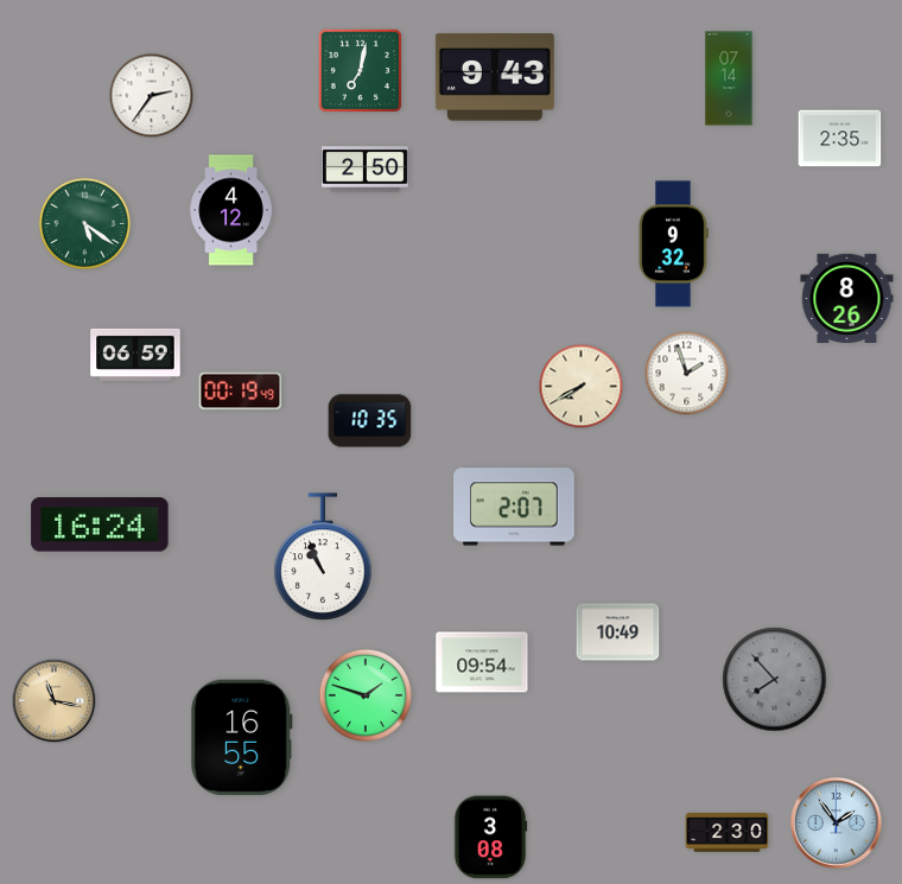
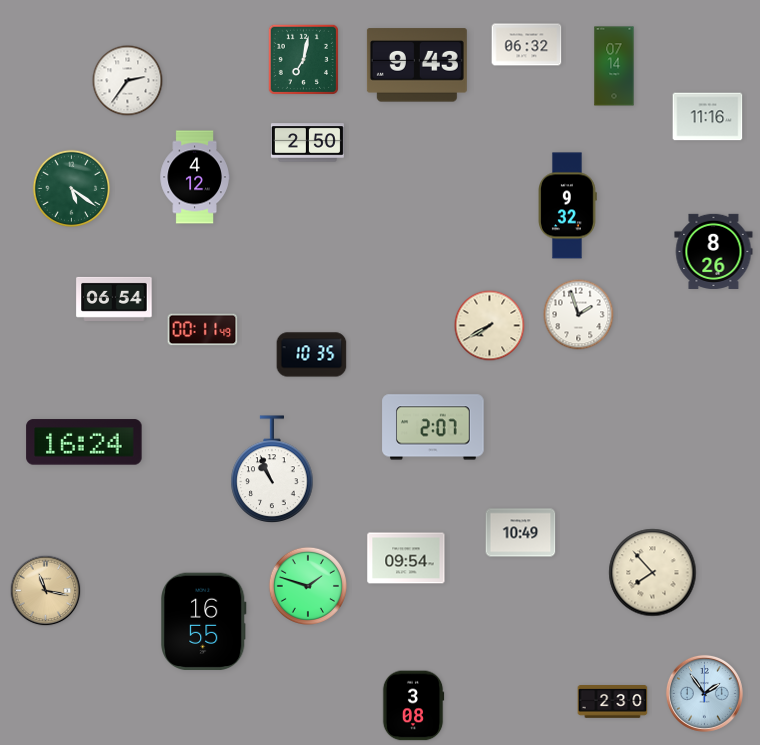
clock at (527, 45): none -> 06:32
clock at (840, 139): 2:35 -> 11:16
clock at (135, 355): 06:59 -> 06:54
clock at (241, 392): 00:19 -> 00:11
clock at (775, 680) dial: grey -> cream
